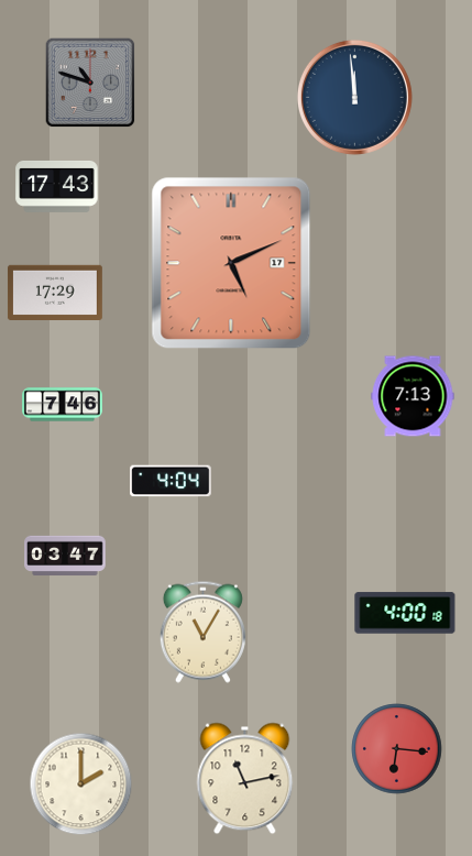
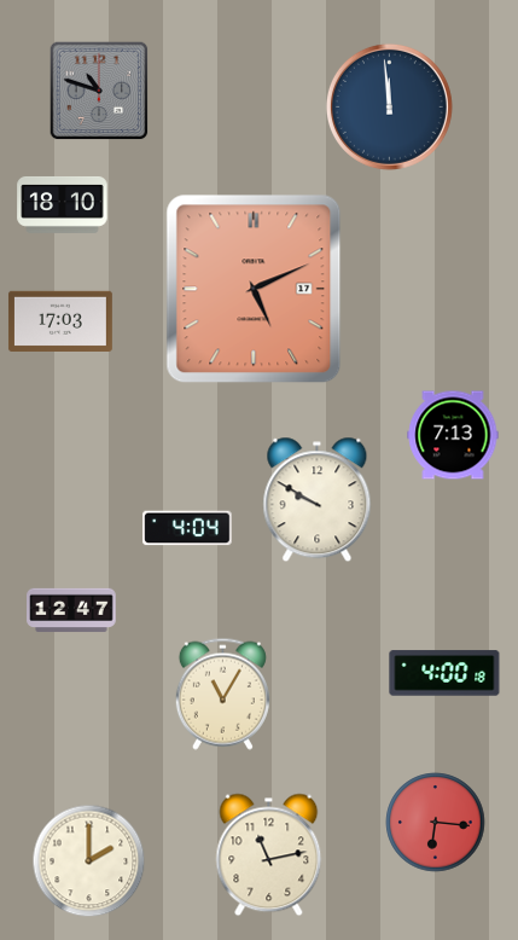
clock at (57, 186): 17:43 -> 18:10
clock at (55, 292): 17:29 -> 17:03
clock at (63, 405): 7:46 -> none
clock at (318, 500): none -> 9:50
clock at (65, 556): 03:47 -> 12:47
